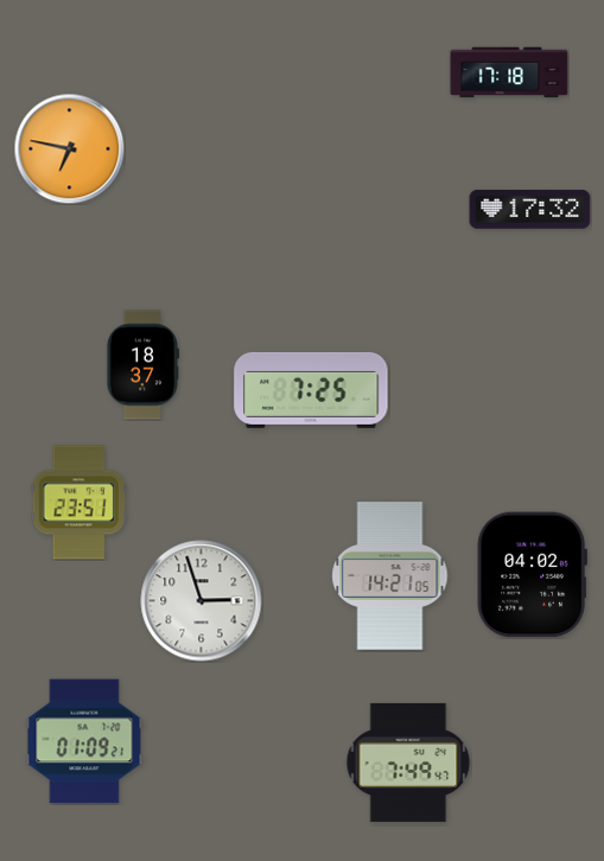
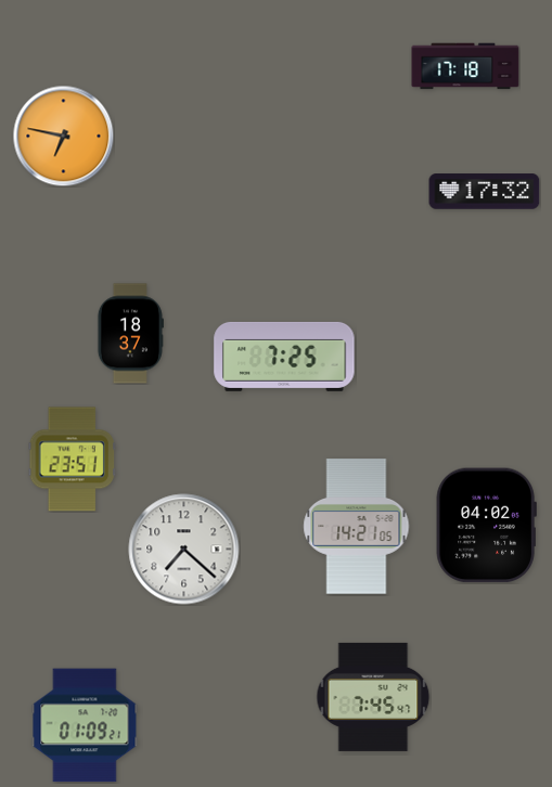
clock at (202, 601): 2:57 -> 7:22
clock at (84, 741) position: (84, 741) -> (85, 725)
clock at (408, 763): 7:49 -> 7:45
